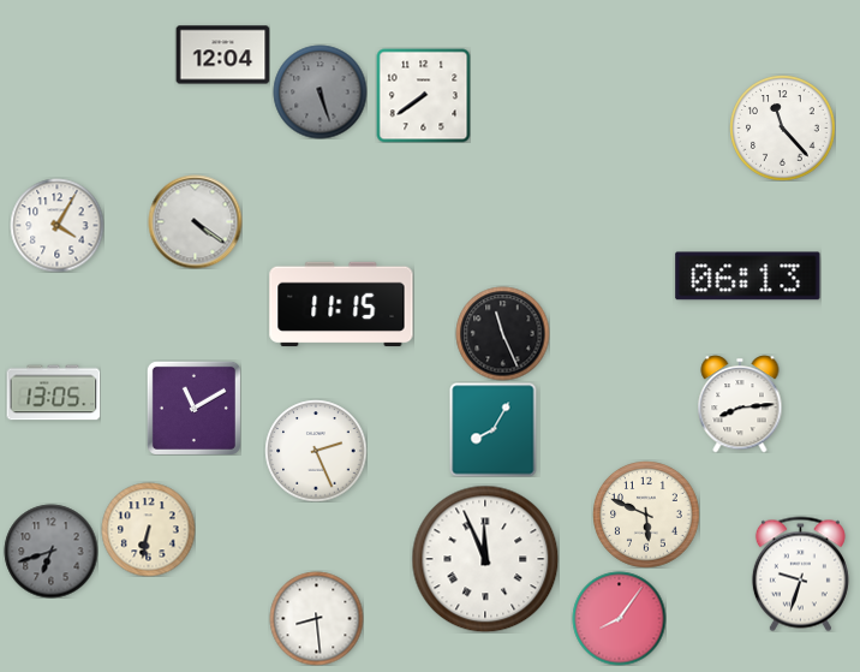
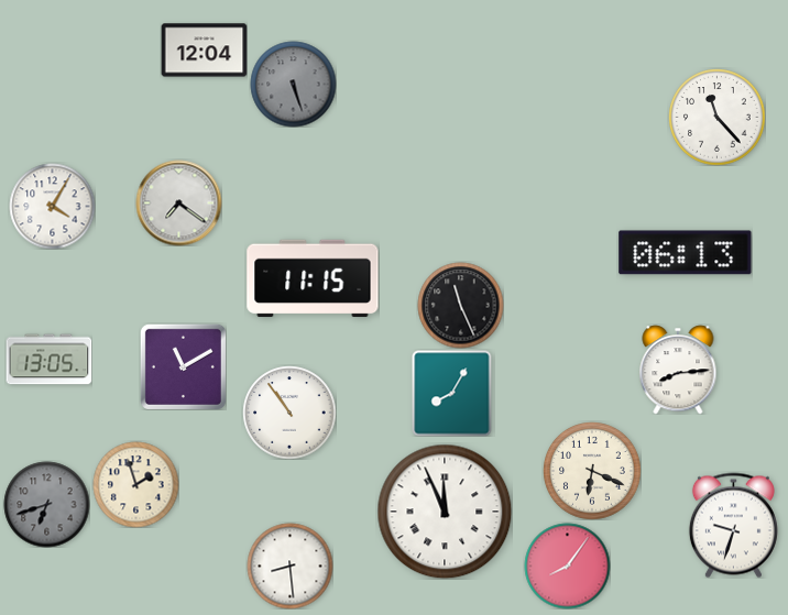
clock at (423, 95): 7:39 -> none
clock at (195, 221): 4:21 -> 7:21
clock at (193, 408) position: (193, 408) -> (183, 366)
clock at (316, 451): 2:26 -> 10:54
clock at (646, 515): 5:49 -> 6:19
clock at (148, 529): 6:32 -> 1:57
